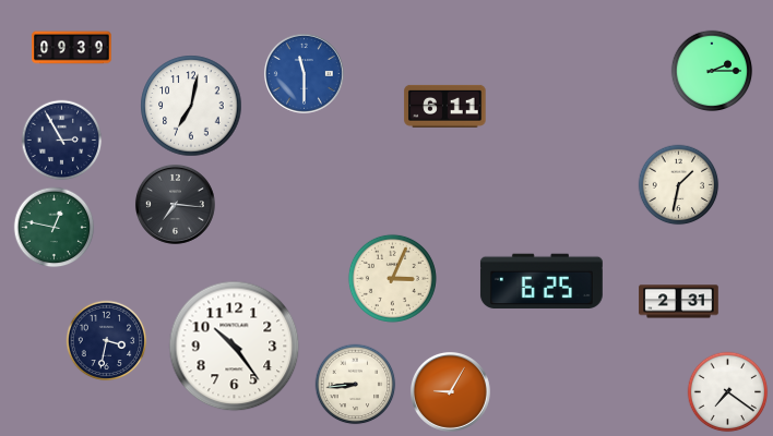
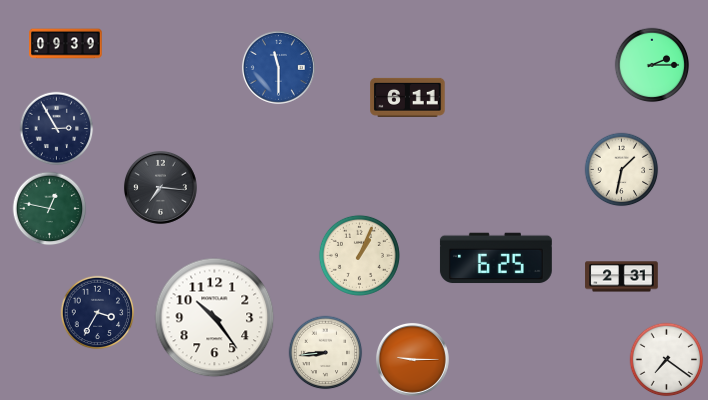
clock at (191, 106): 7:02 -> none
clock at (392, 278): 3:04 -> 1:04
clock at (107, 341): 3:32 -> 3:35
clock at (450, 391): 9:05 -> 9:15
